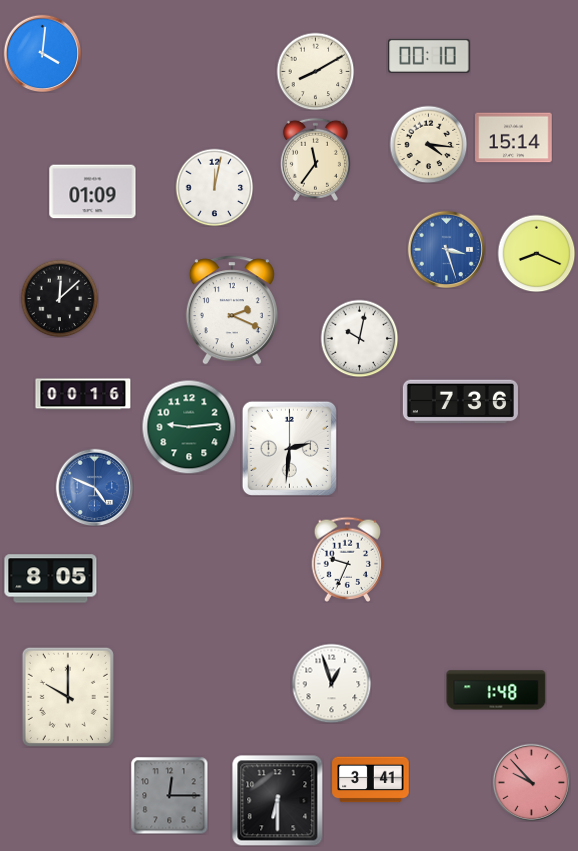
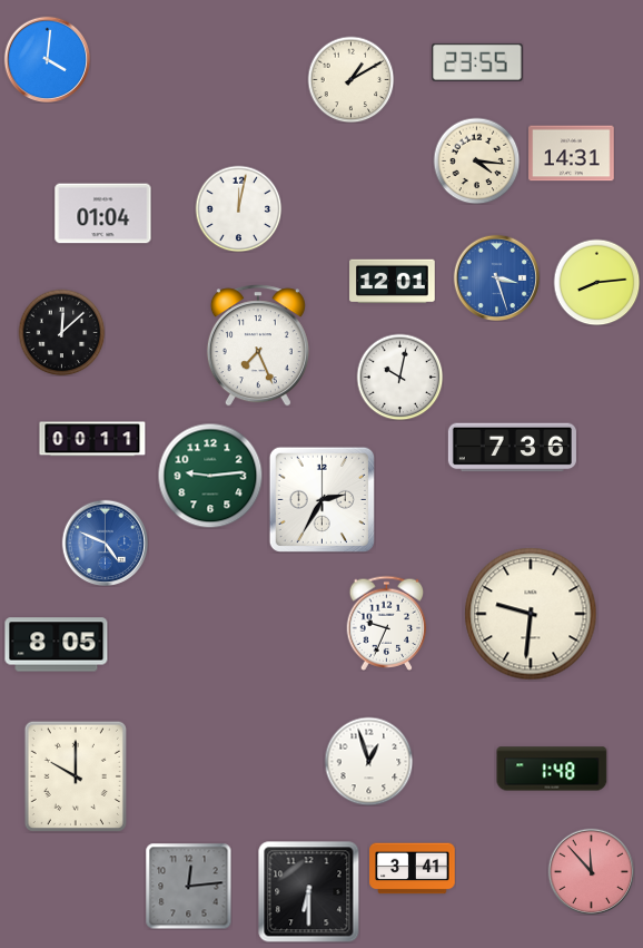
clock at (429, 56): 00:10 -> 23:55
clock at (315, 71): 8:10 -> 1:10
clock at (514, 138): 15:14 -> 14:31
clock at (315, 159): 11:36 -> none
clock at (93, 192): 01:09 -> 01:04
clock at (393, 282): none -> 12:01
clock at (536, 253): 8:19 -> 8:14
clock at (59, 298) position: (59, 298) -> (61, 332)
clock at (232, 310): 2:19 -> 7:26
clock at (83, 394): 00:16 -> 00:11
clock at (289, 448): 2:31 -> 2:35
clock at (531, 614): none -> 9:31
clock at (531, 782): 9:53 -> 11:53
clock at (169, 795): 12:15 -> 12:14
